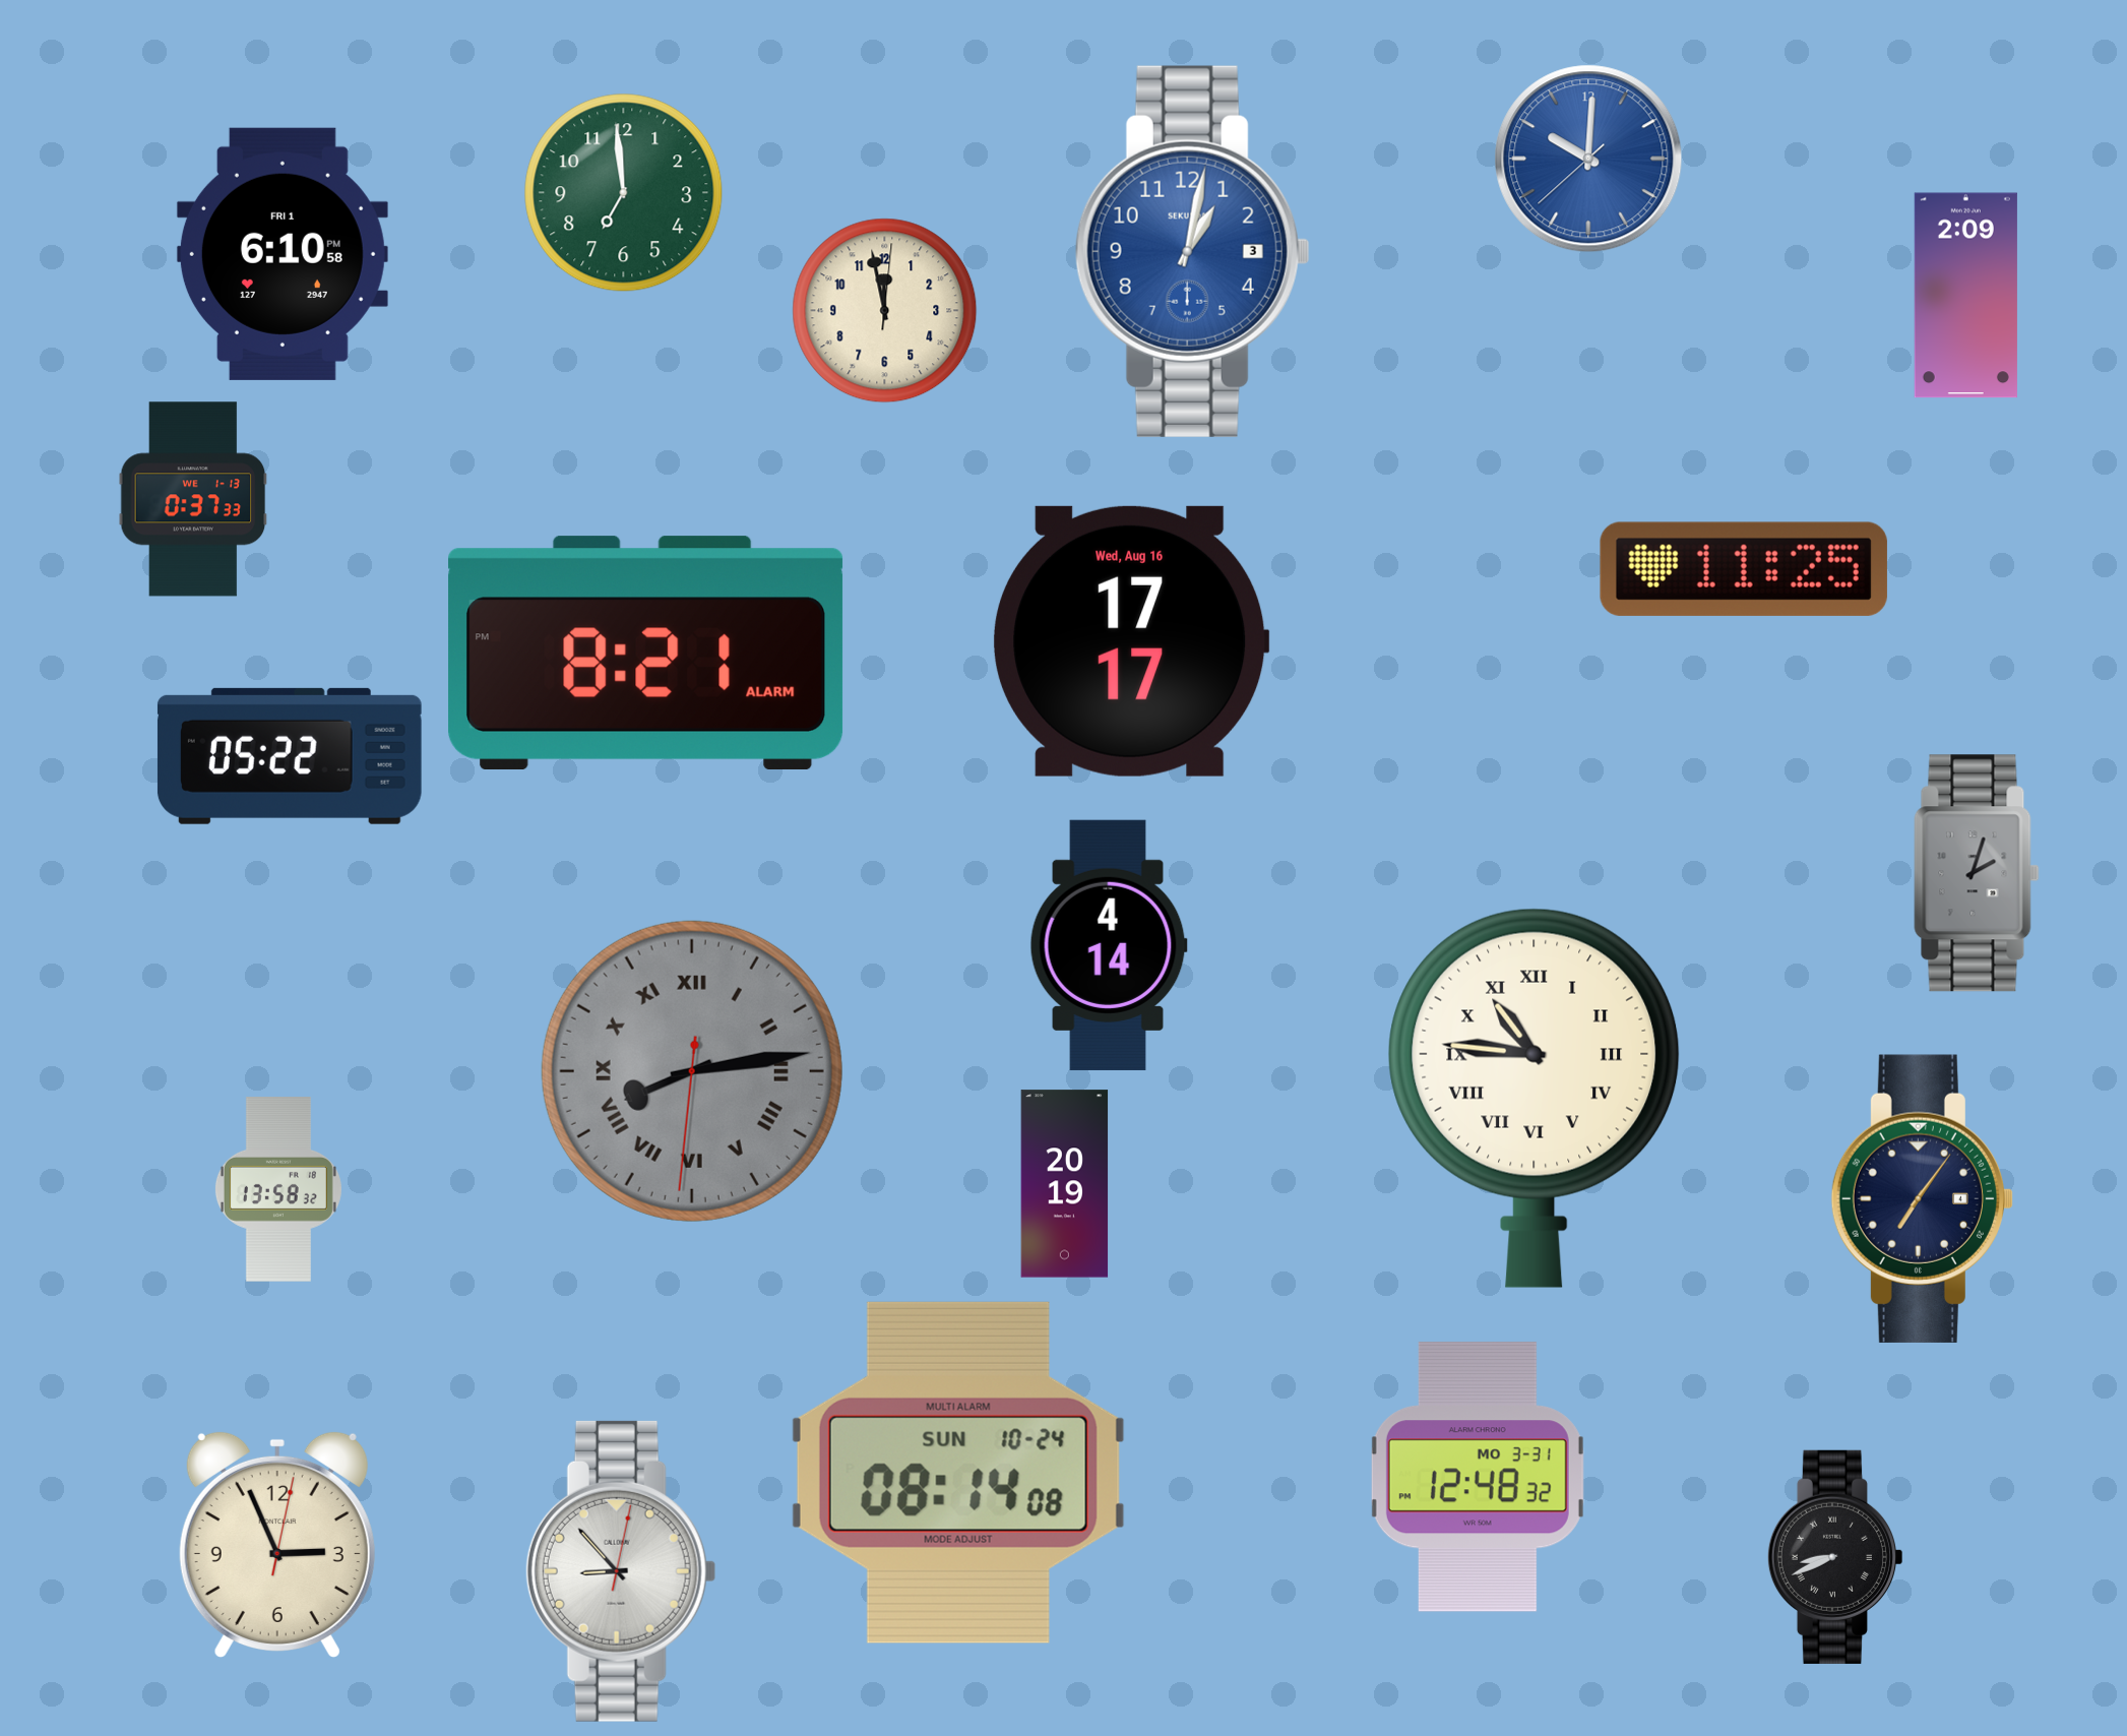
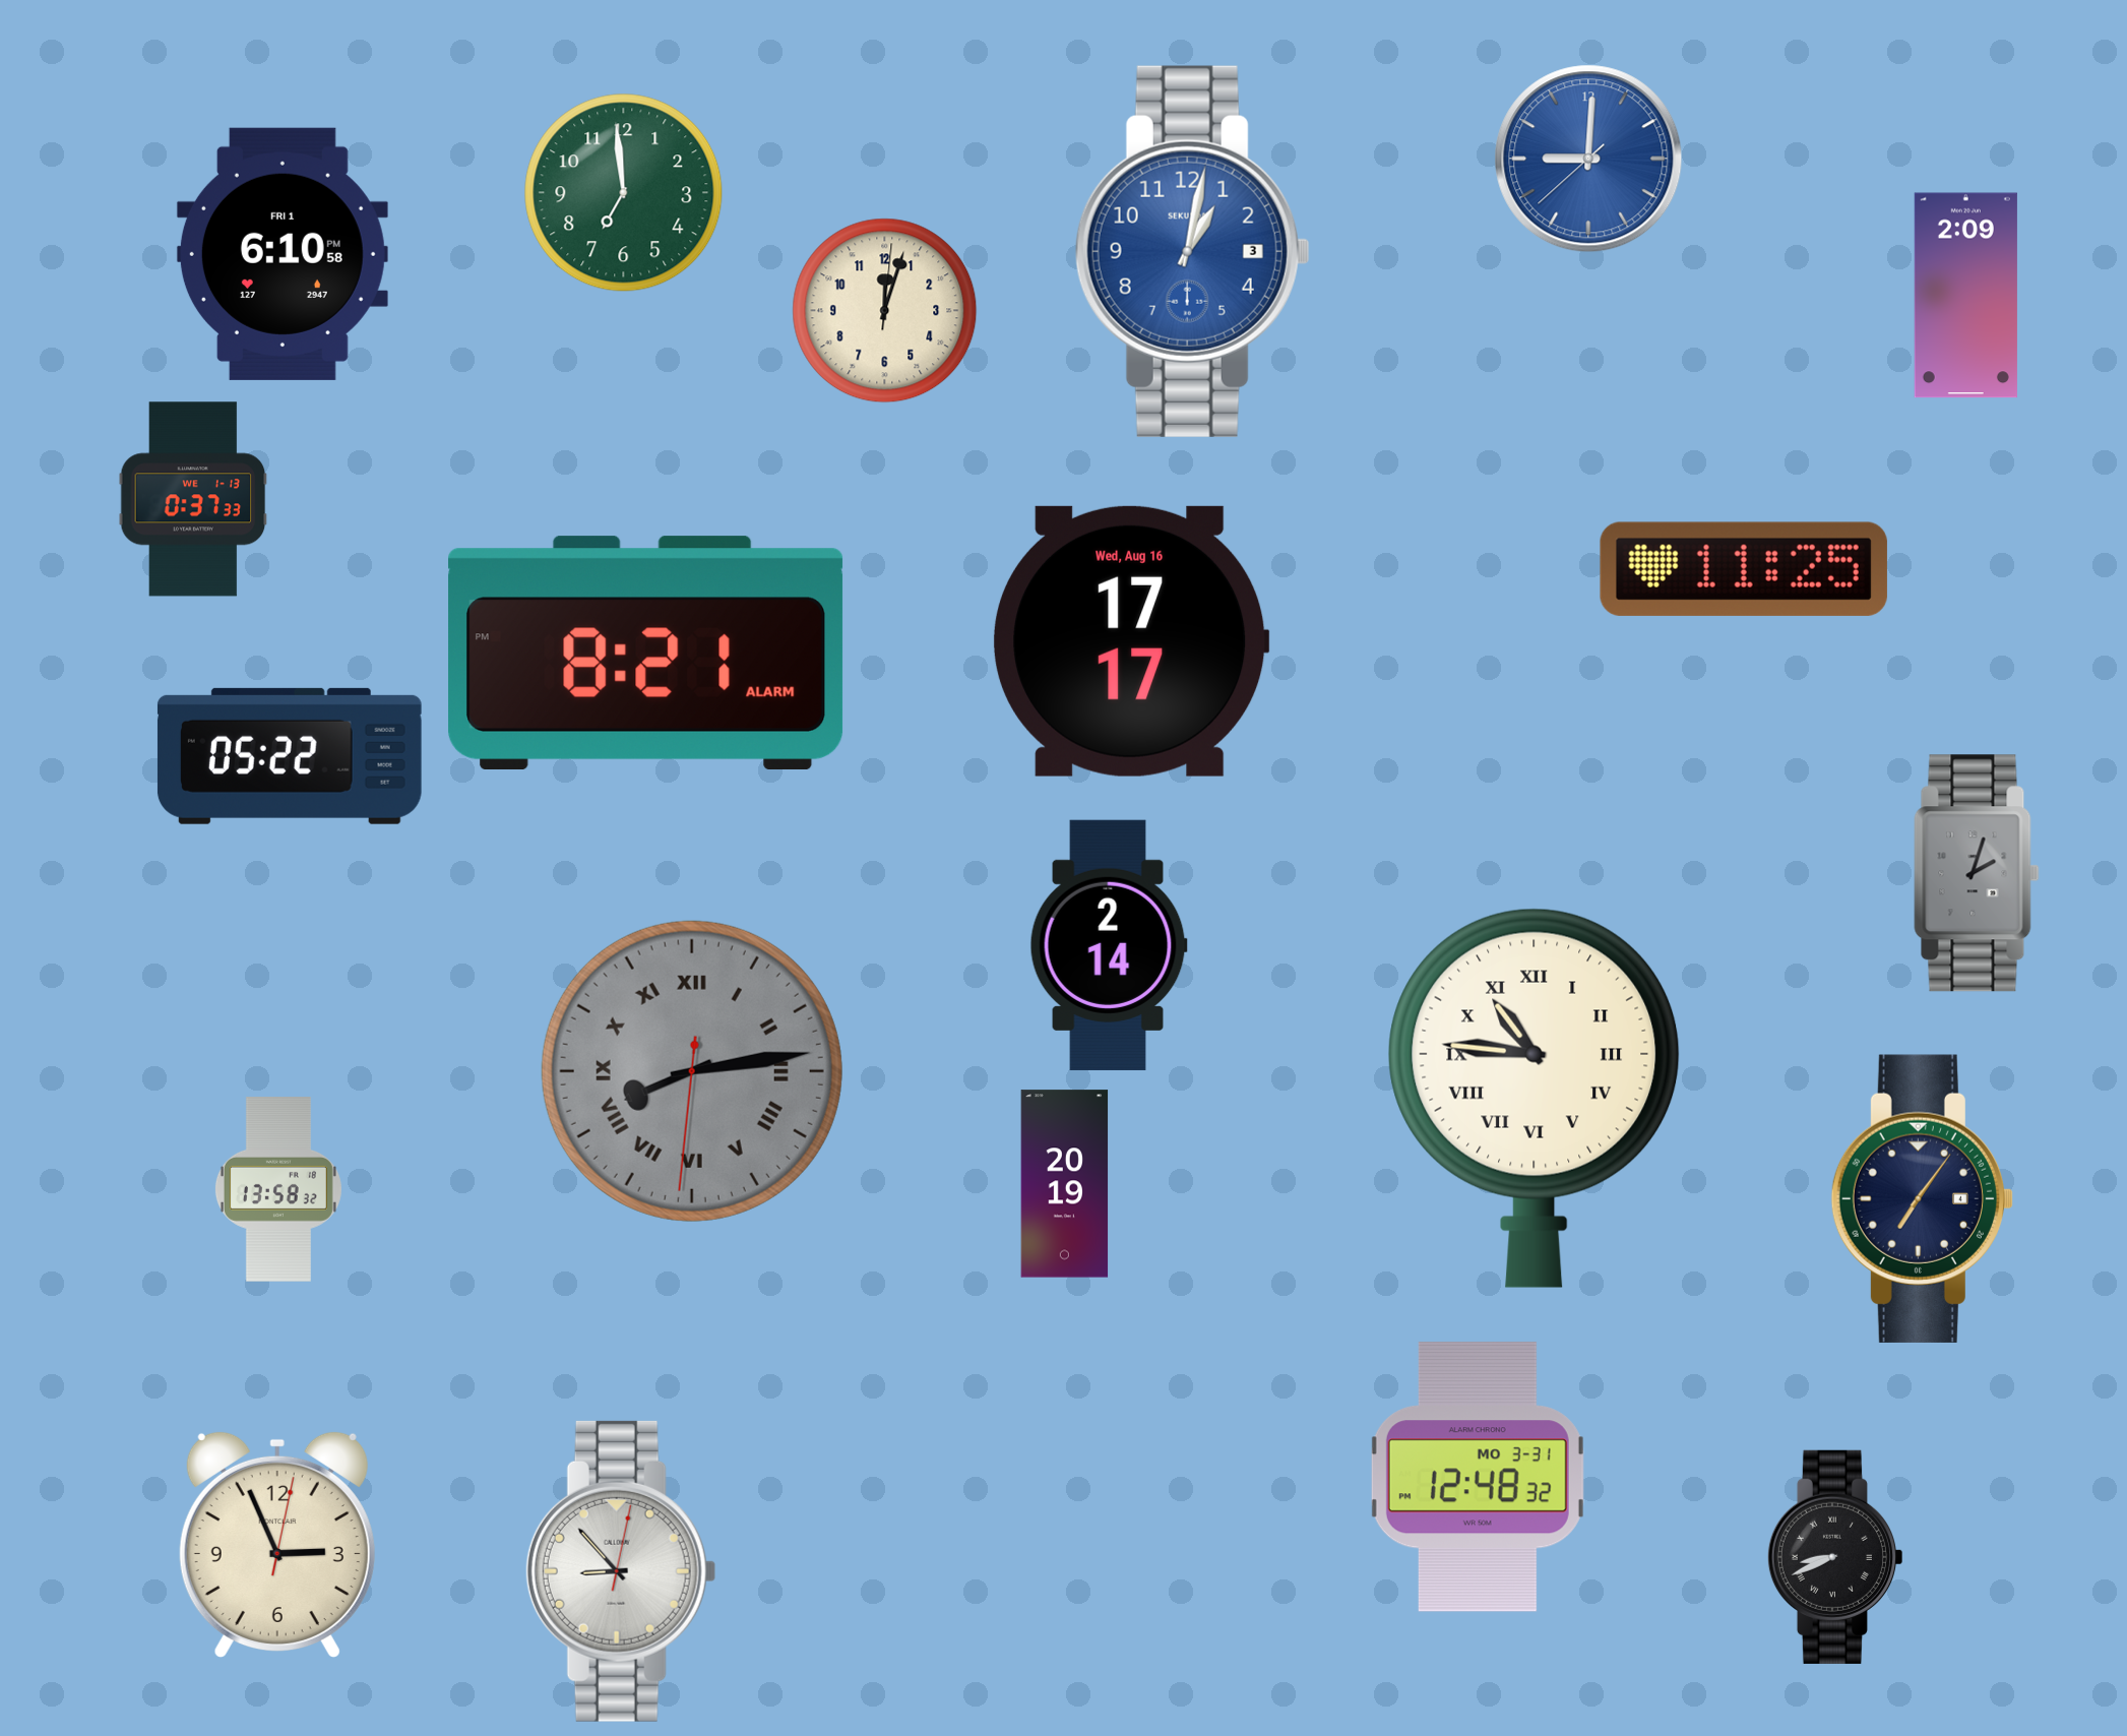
clock at (1588, 159): 10:00 -> 9:00
clock at (885, 311): 11:58 -> 12:03
clock at (1109, 945): 4:14 -> 2:14
clock at (958, 1473): 08:14 -> none
